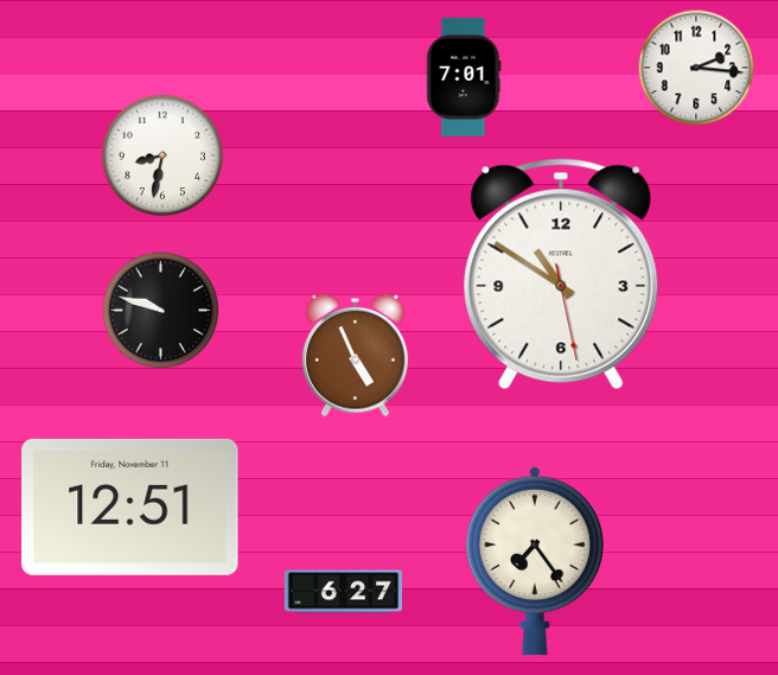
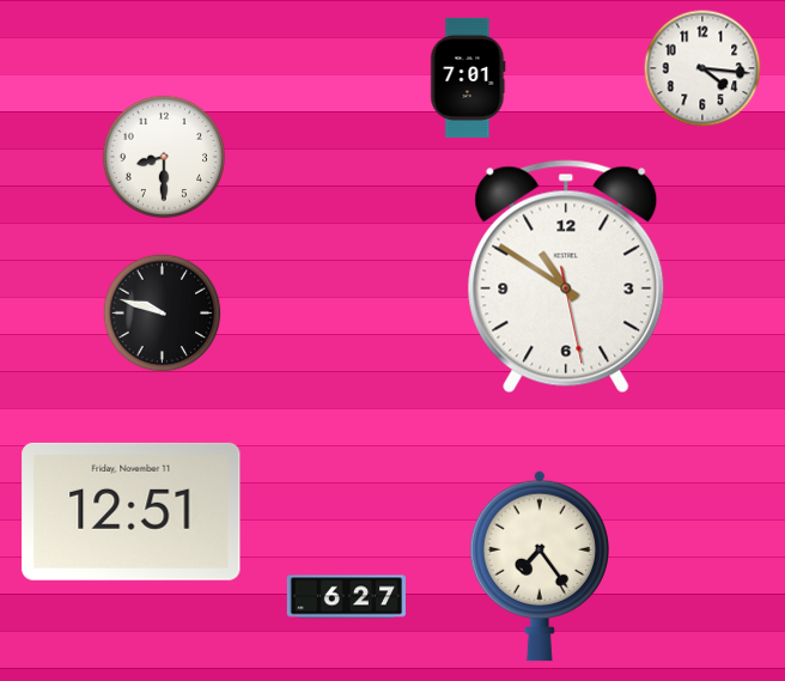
clock at (696, 68): 2:16 -> 4:16
clock at (162, 155): 8:32 -> 8:30
clock at (356, 356): 4:56 -> none
